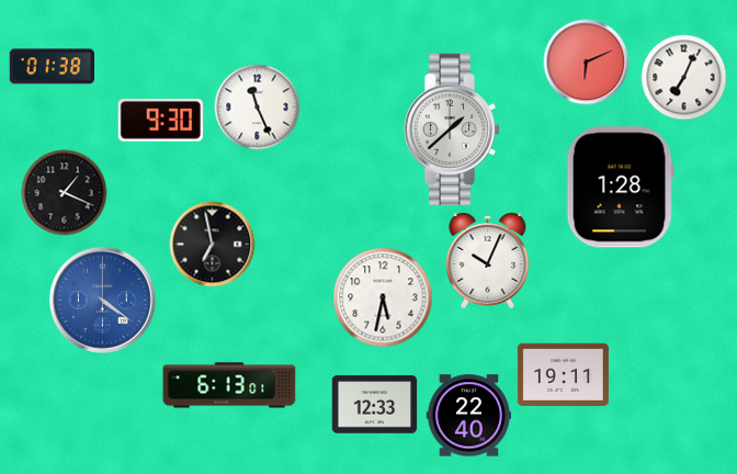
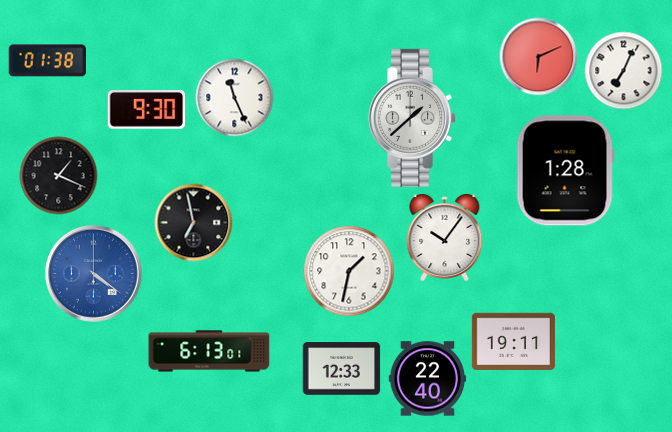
clock at (586, 61) position: (586, 61) -> (538, 56)
clock at (488, 261): 10:04 -> 10:06
clock at (383, 297): 5:32 -> 1:32
